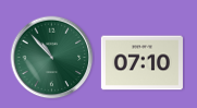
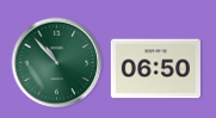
clock at (141, 63): 07:10 -> 06:50
